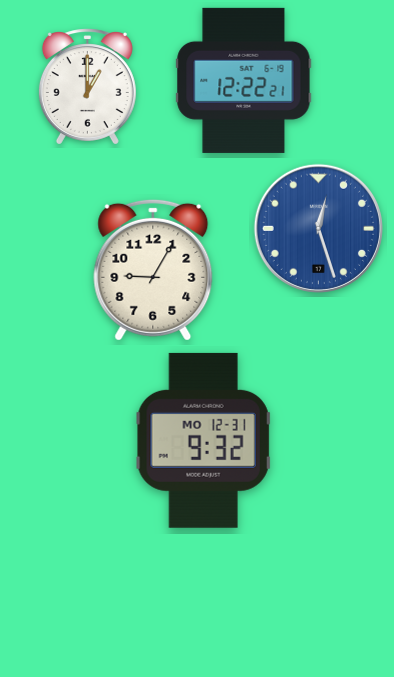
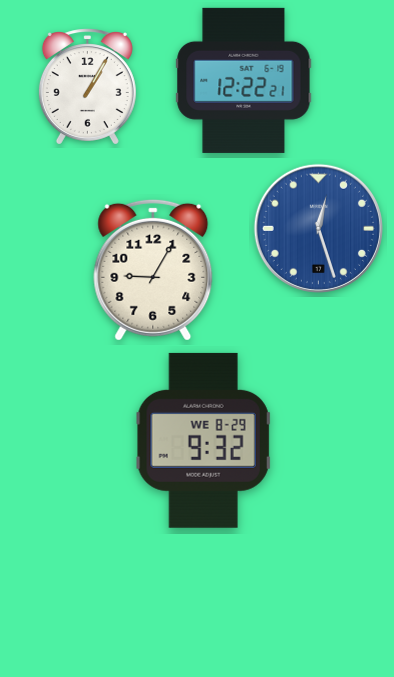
clock at (87, 87): 1:00 -> 1:05
clock at (204, 440) date: MO 12-31 -> WE 8-29
